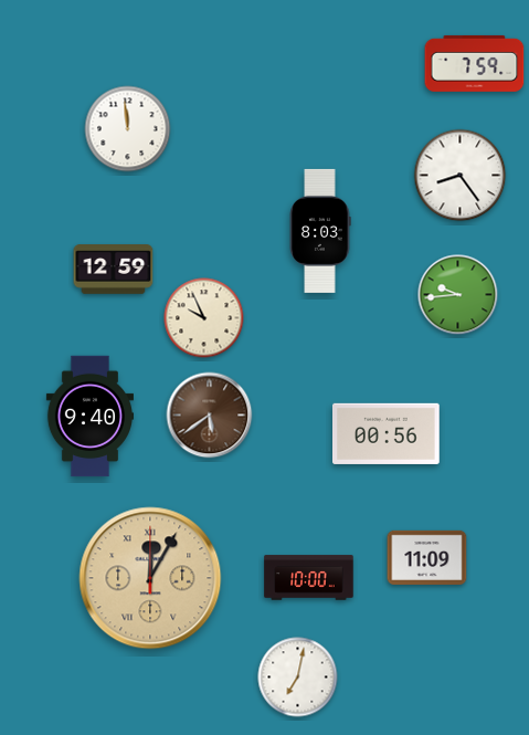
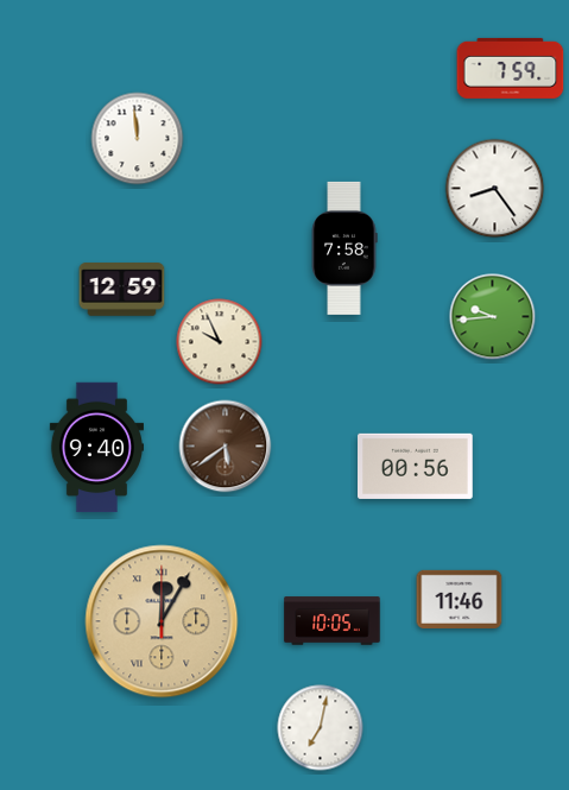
clock at (320, 231): 8:03 -> 7:58
clock at (427, 557): 11:09 -> 11:46
clock at (309, 578): 10:00 -> 10:05
